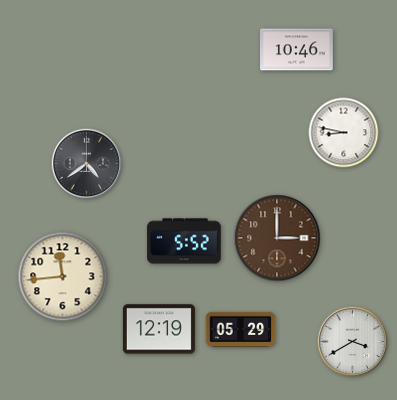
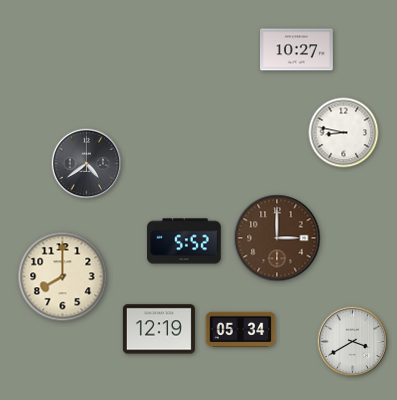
clock at (297, 50): 10:46 -> 10:27
clock at (63, 277): 11:44 -> 8:00
clock at (241, 329): 05:29 -> 05:34
